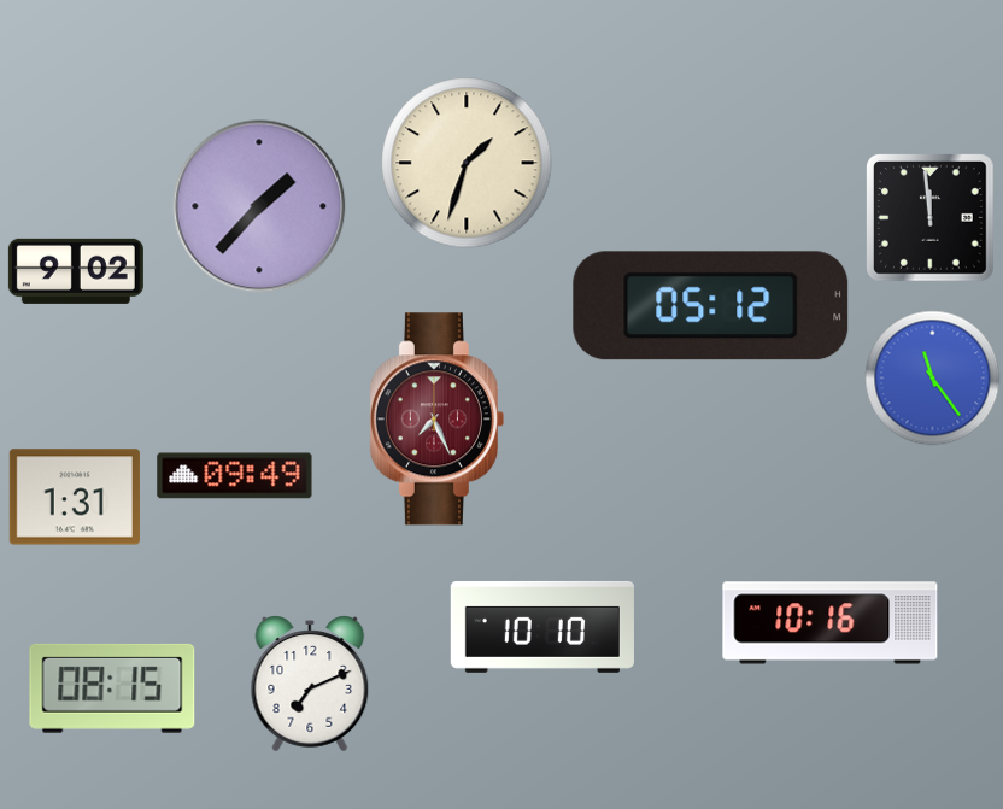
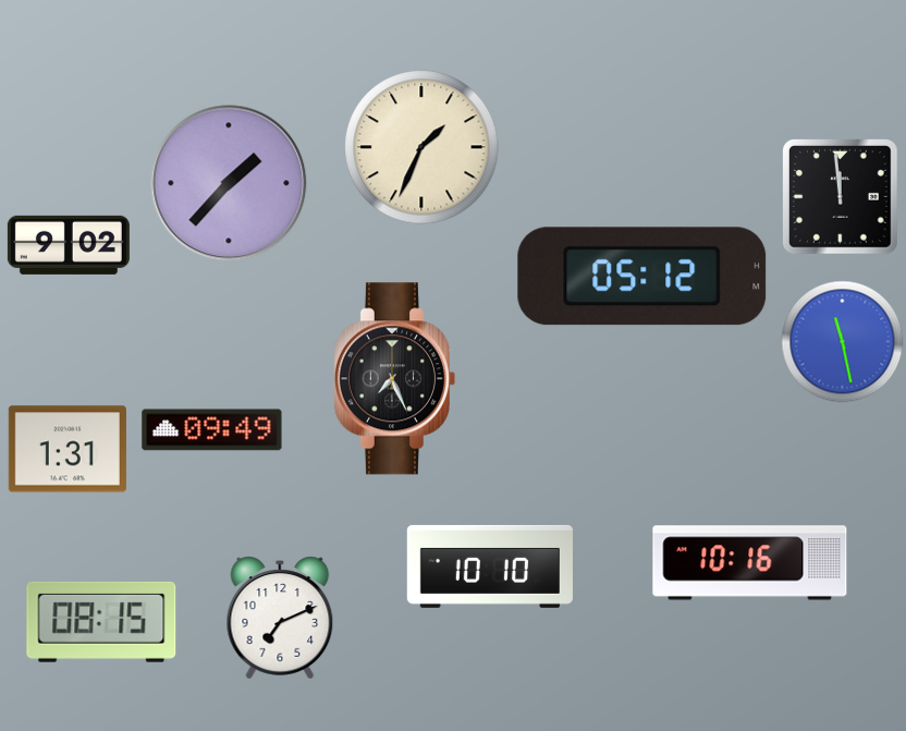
clock at (467, 163): 1:33 -> 1:34
clock at (259, 206) position: (259, 206) -> (229, 183)
clock at (933, 379): 11:24 -> 11:28
clock at (436, 420) dial: burgundy -> black
